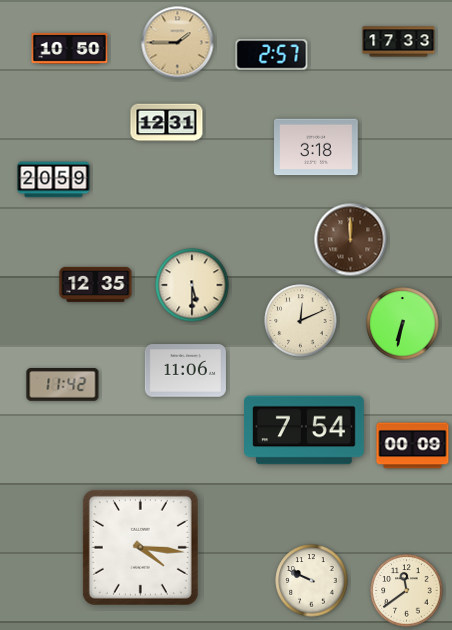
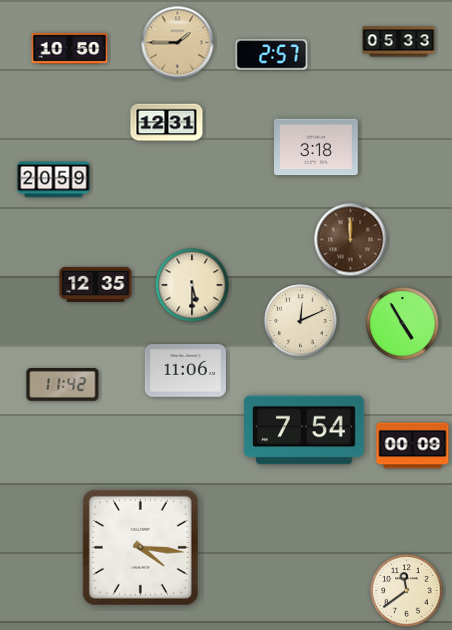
clock at (399, 42): 17:33 -> 05:33
clock at (403, 324): 6:32 -> 4:55
clock at (312, 581): 9:49 -> none
